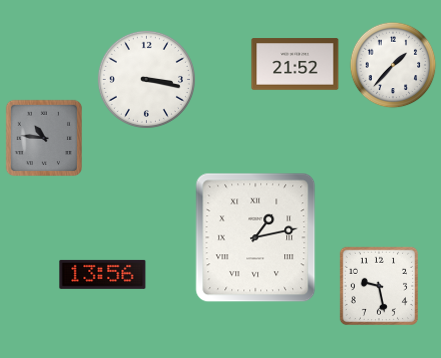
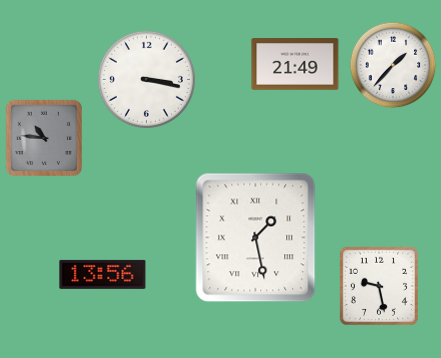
clock at (295, 64): 21:52 -> 21:49
clock at (256, 238): 1:13 -> 1:28
